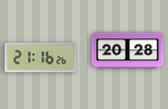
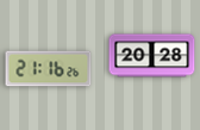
clock at (128, 51) position: (128, 51) -> (152, 56)
